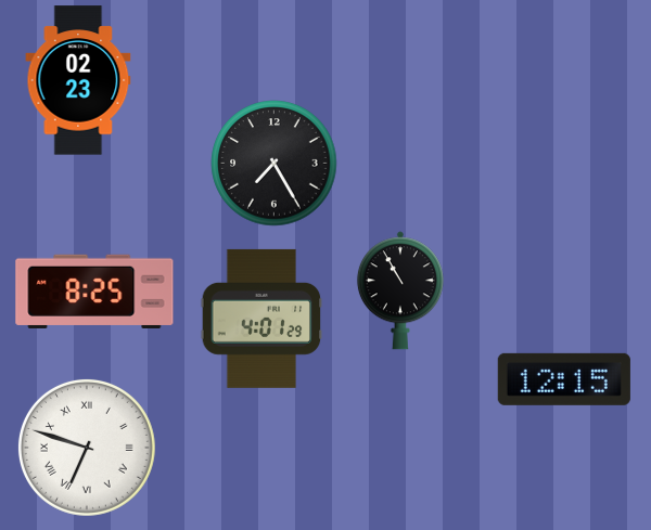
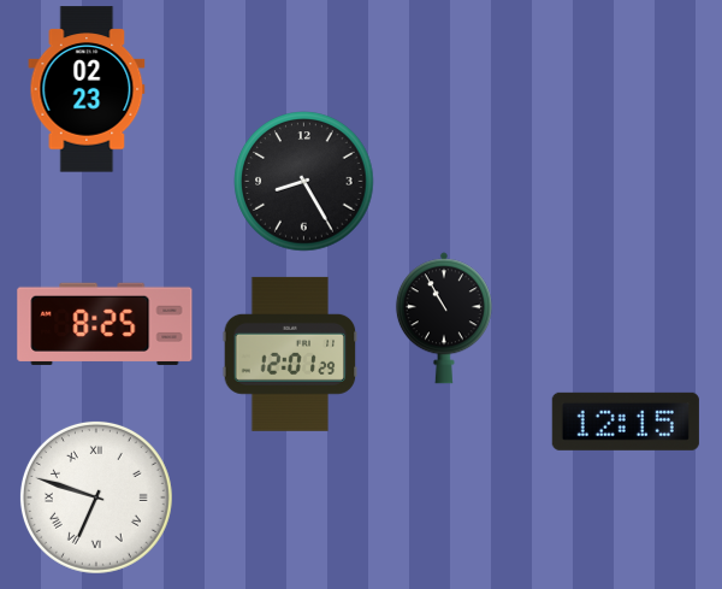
clock at (275, 164): 7:25 -> 8:25
clock at (400, 290) position: (400, 290) -> (444, 318)
clock at (261, 319): 4:01 -> 12:01
